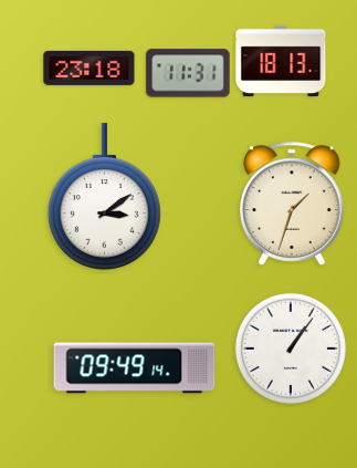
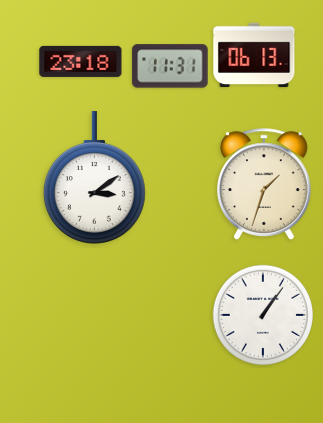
clock at (281, 61): 18:13 -> 06:13
clock at (135, 368): 09:49 -> none
